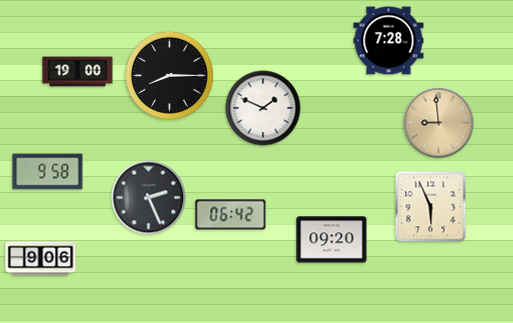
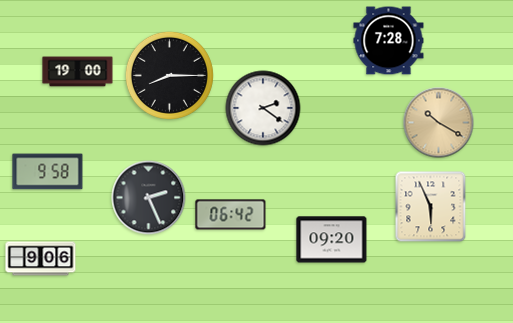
clock at (263, 108): 1:49 -> 2:21
clock at (439, 123): 8:59 -> 10:20
